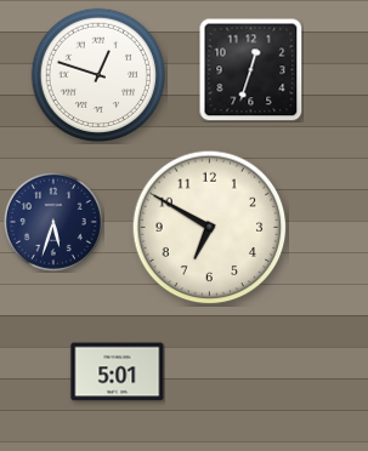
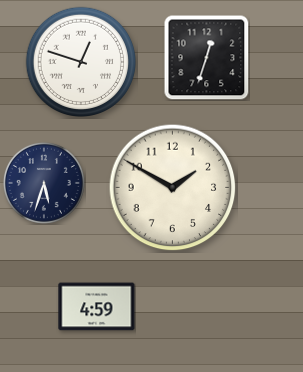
clock at (210, 228): 6:50 -> 1:50
clock at (118, 372): 5:01 -> 4:59
